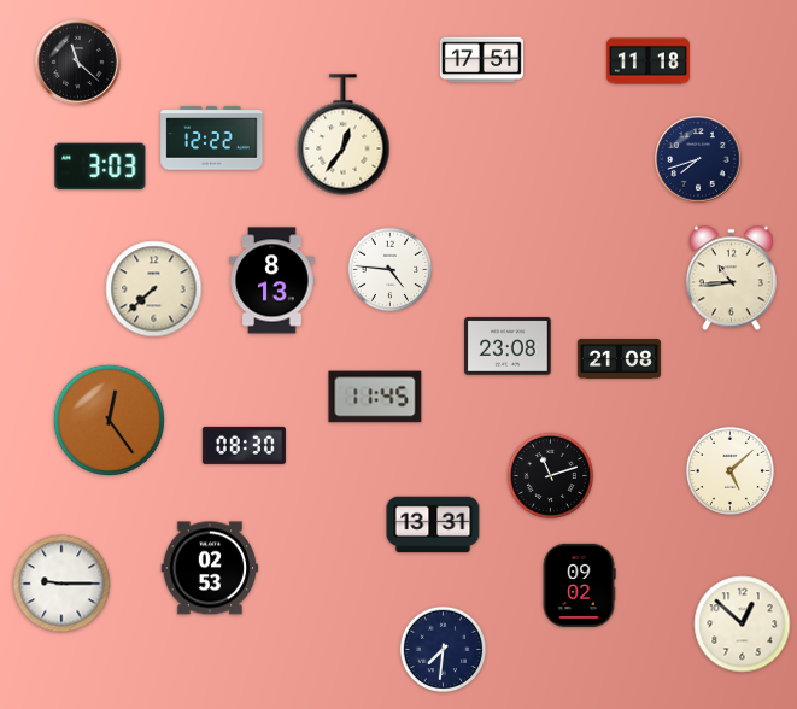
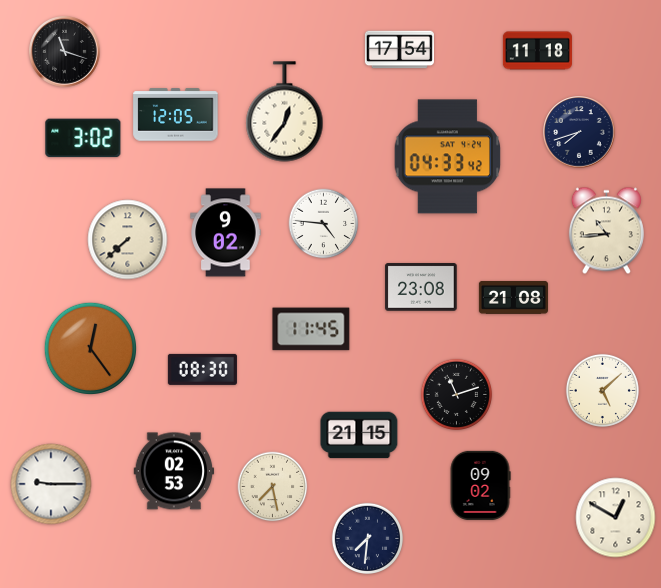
clock at (481, 60): 17:51 -> 17:54
clock at (78, 63): 11:22 -> 11:18
clock at (212, 139): 12:22 -> 12:05
clock at (100, 166): 3:03 -> 3:02
clock at (448, 157): none -> 04:33
clock at (272, 281): 8:13 -> 9:02
clock at (729, 470) position: (729, 470) -> (602, 390)
clock at (433, 525): 13:31 -> 21:15
clock at (273, 487): none -> 7:28
clock at (743, 625): 12:52 -> 12:50
